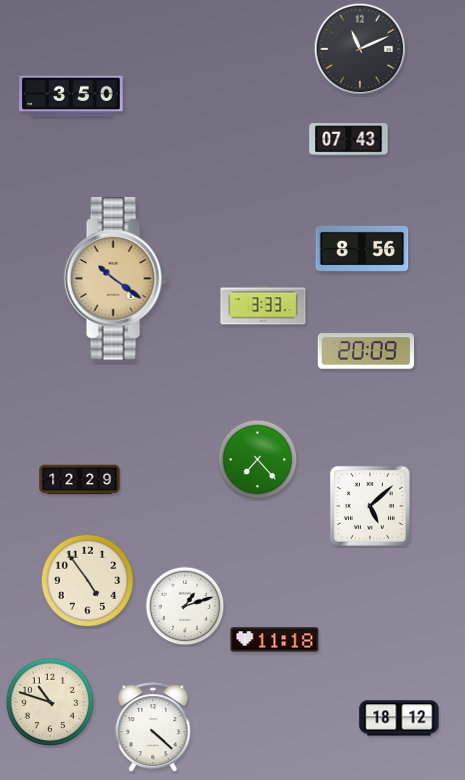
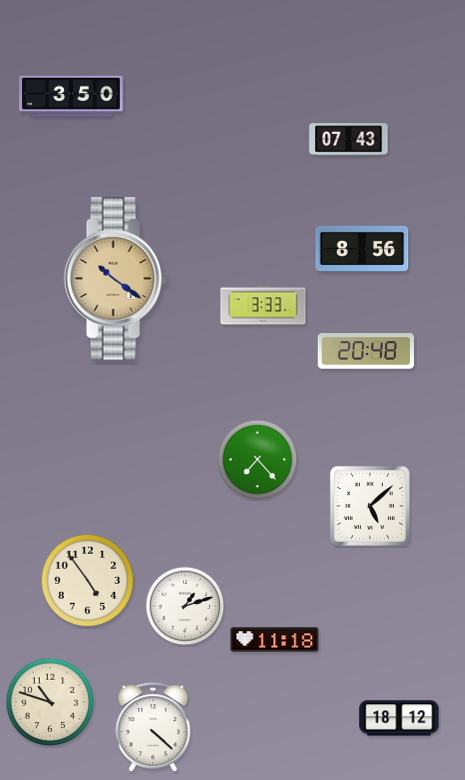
clock at (360, 49): 11:11 -> none
clock at (365, 351): 20:09 -> 20:48
clock at (80, 480): 12:29 -> none
